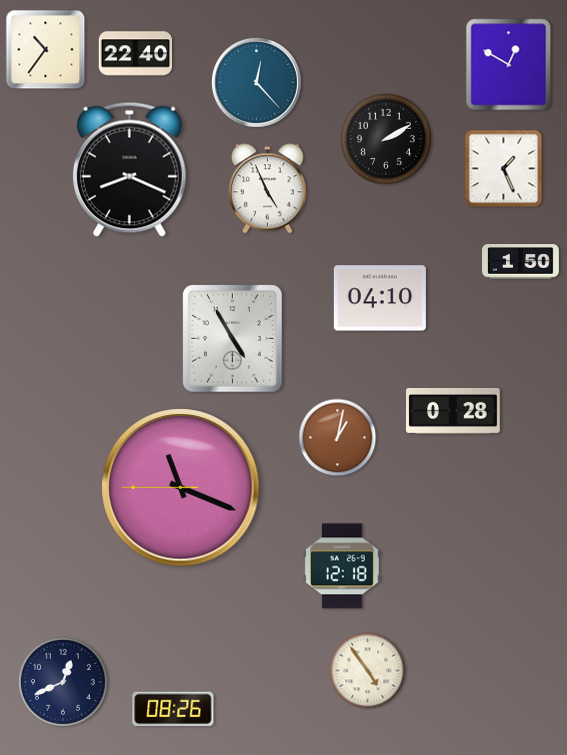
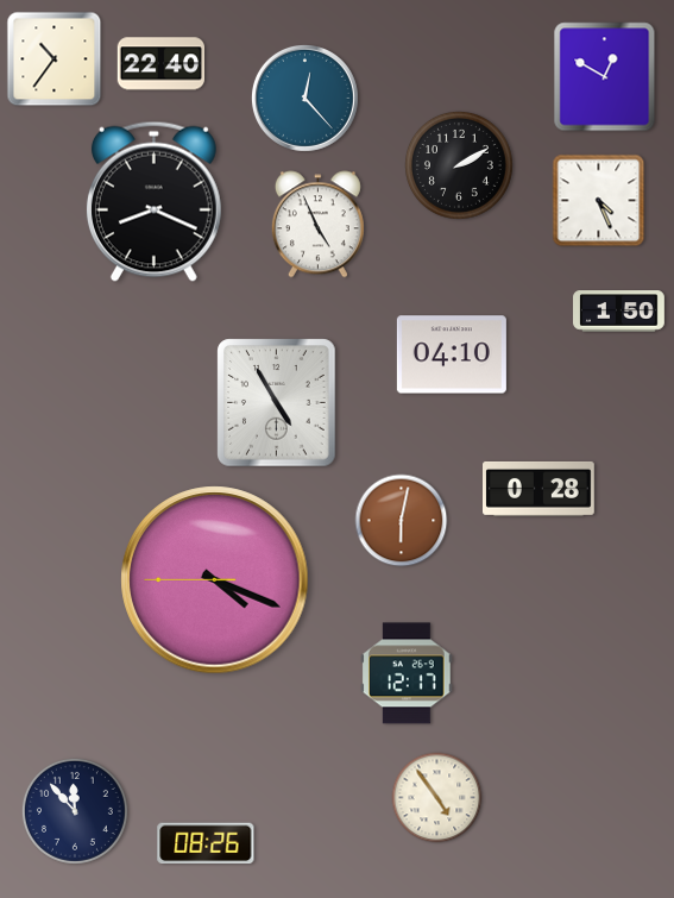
clock at (504, 169): 1:26 -> 4:26
clock at (338, 438): 1:02 -> 6:02
clock at (181, 488): 11:18 -> 4:18
clock at (343, 566): 12:18 -> 12:17
clock at (63, 682): 12:41 -> 11:53
